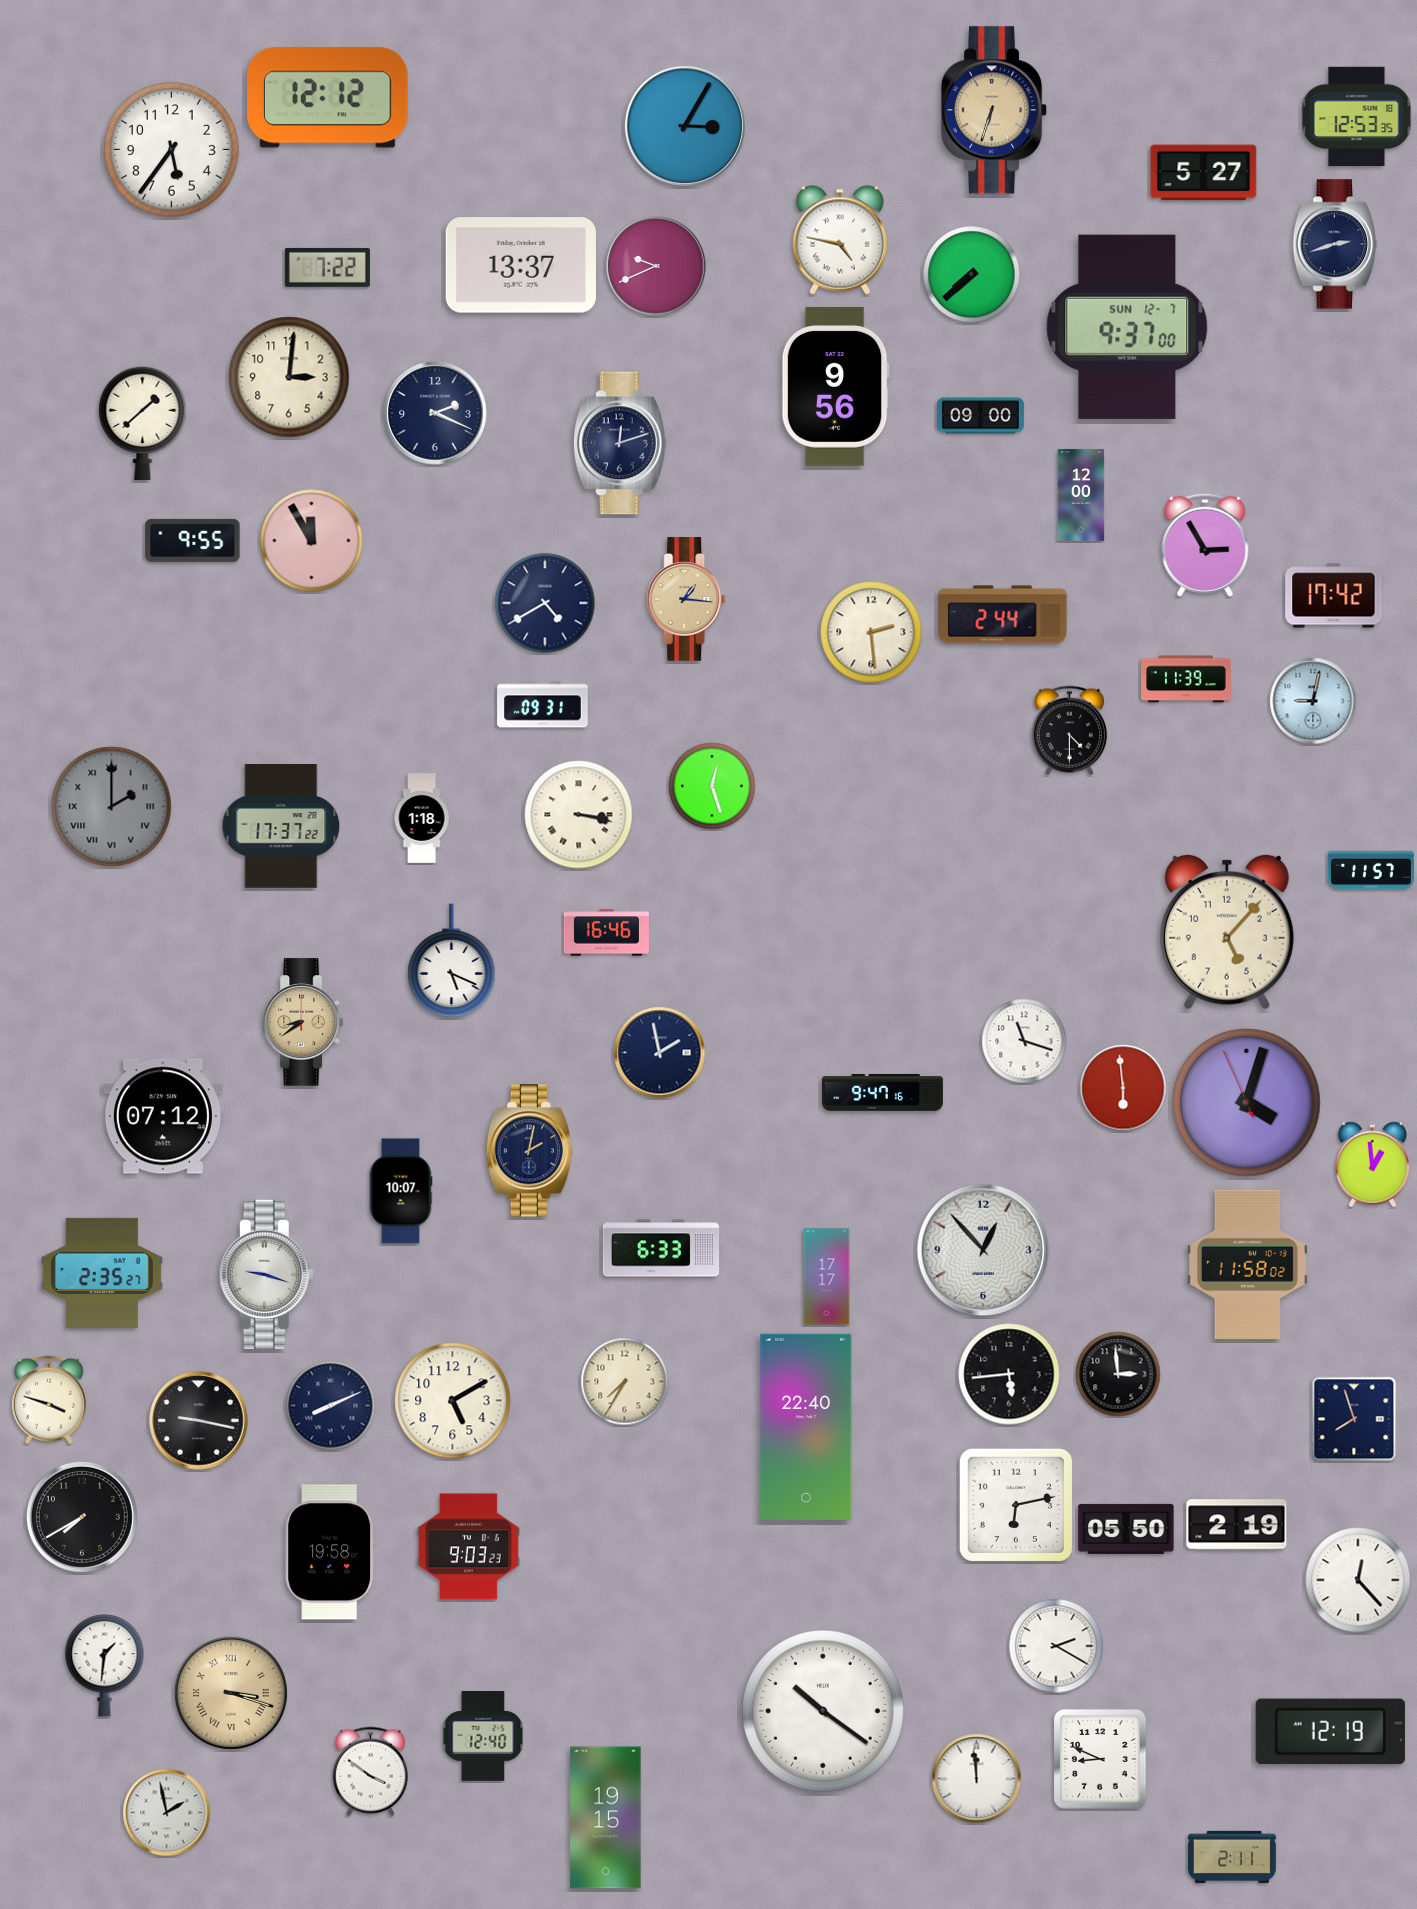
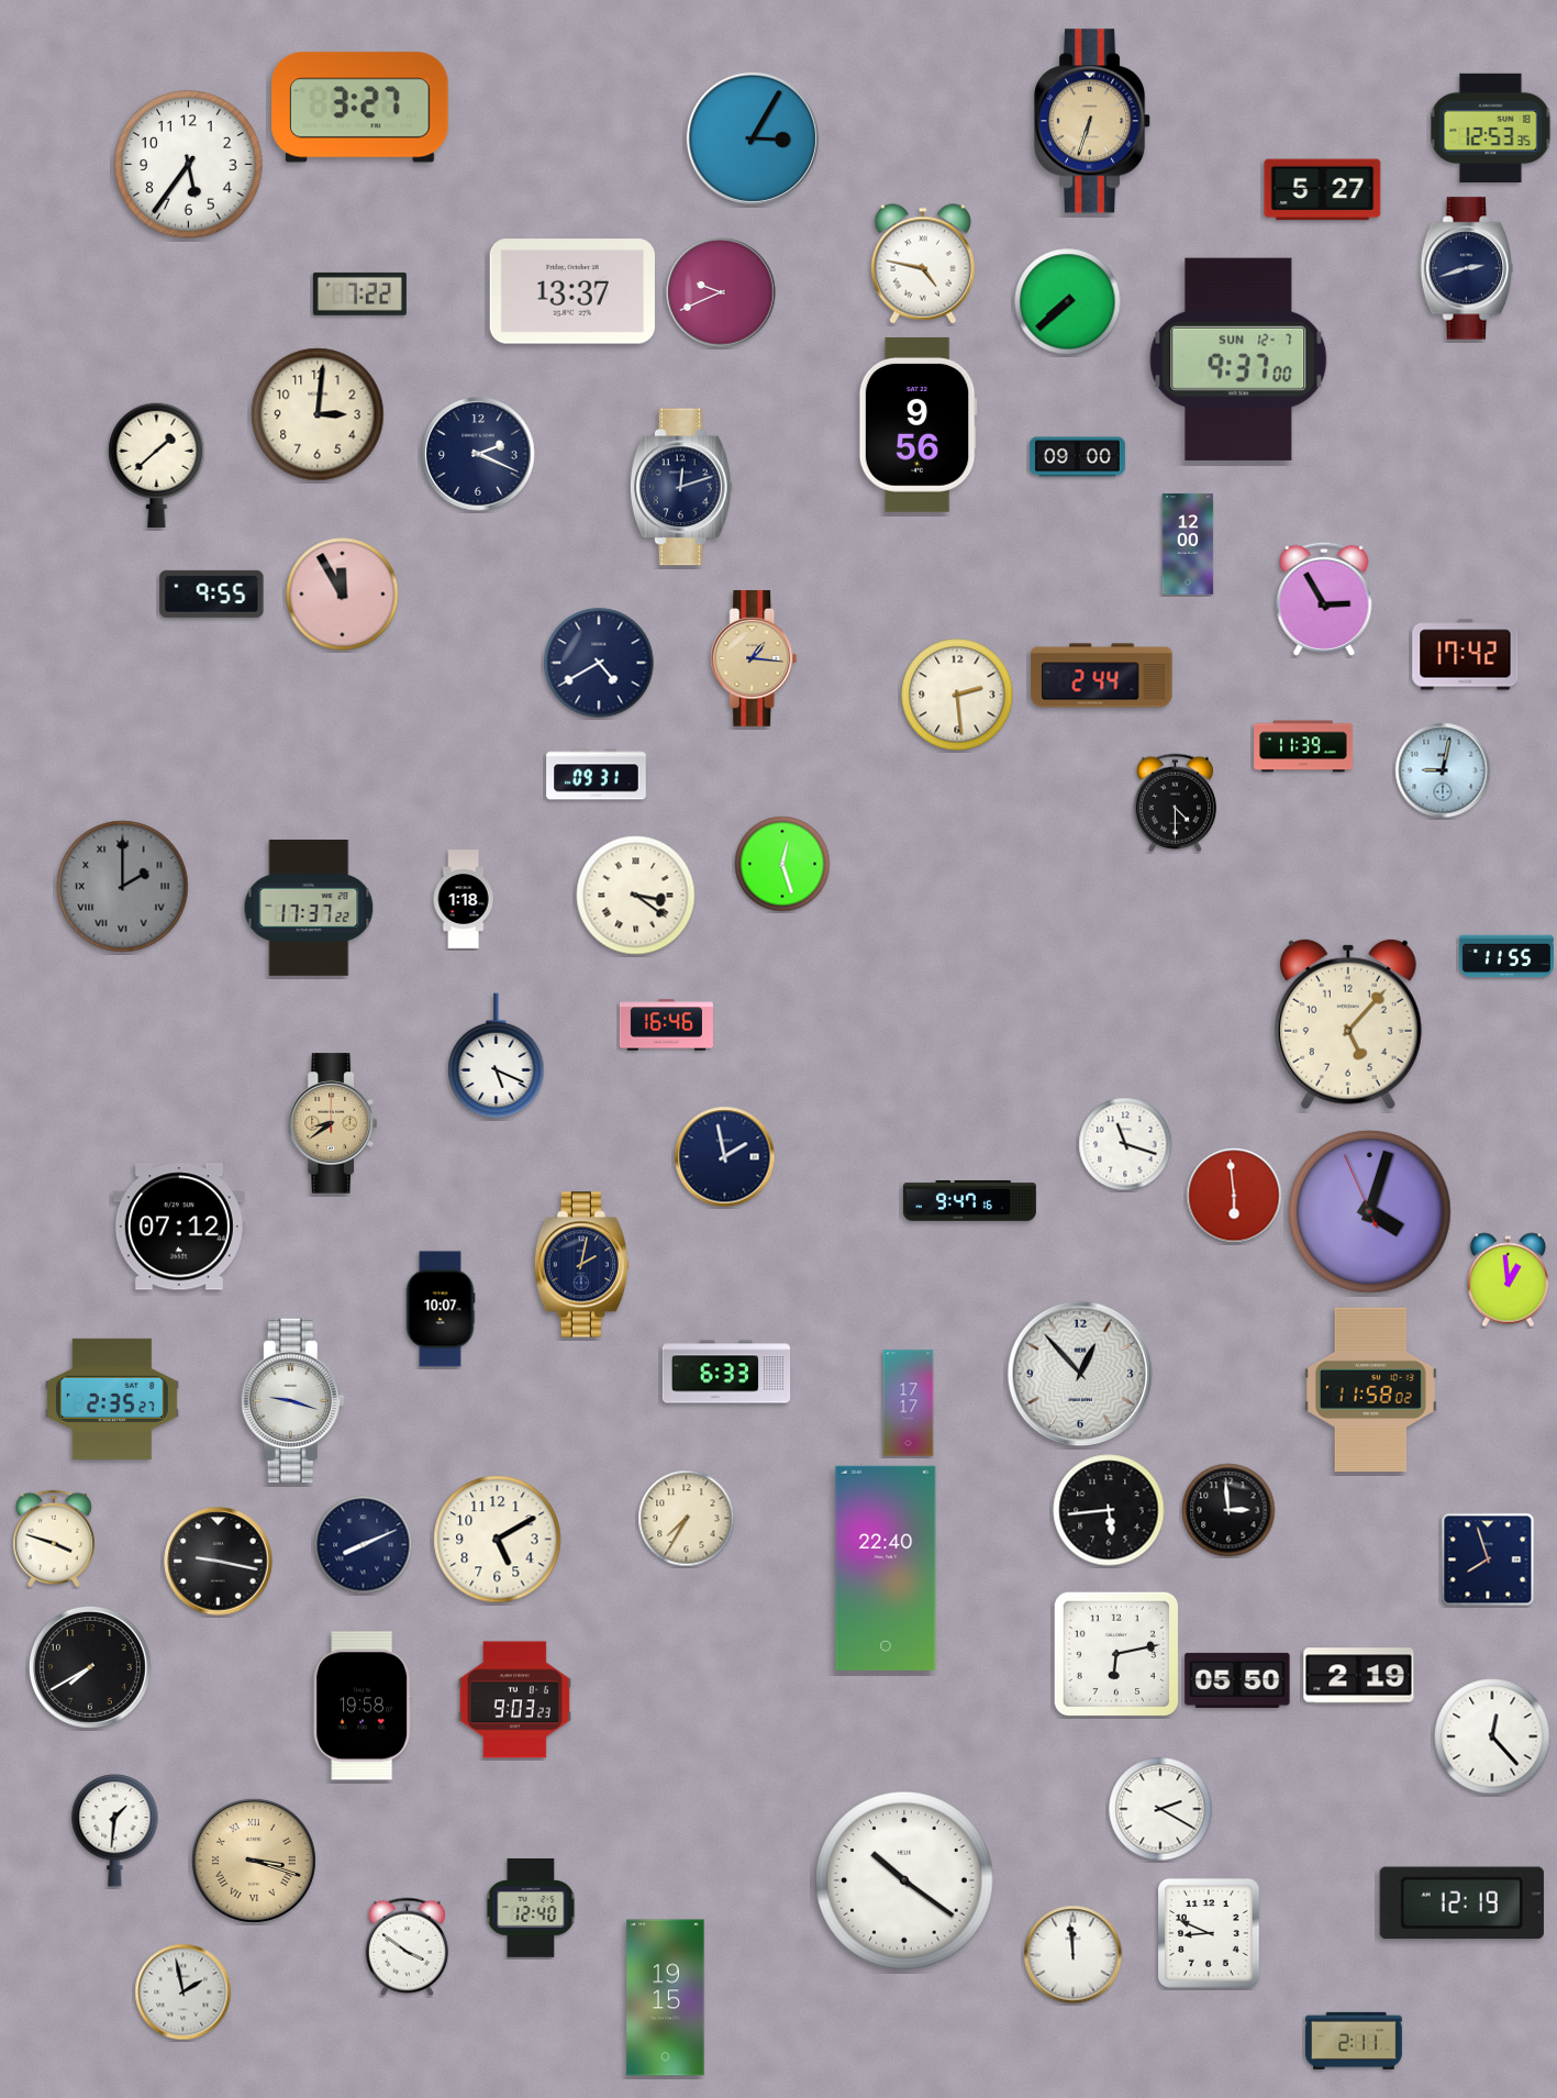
clock at (328, 98): 12:12 -> 3:27
clock at (579, 815): 3:17 -> 3:21
clock at (1371, 870): 11:57 -> 11:55
